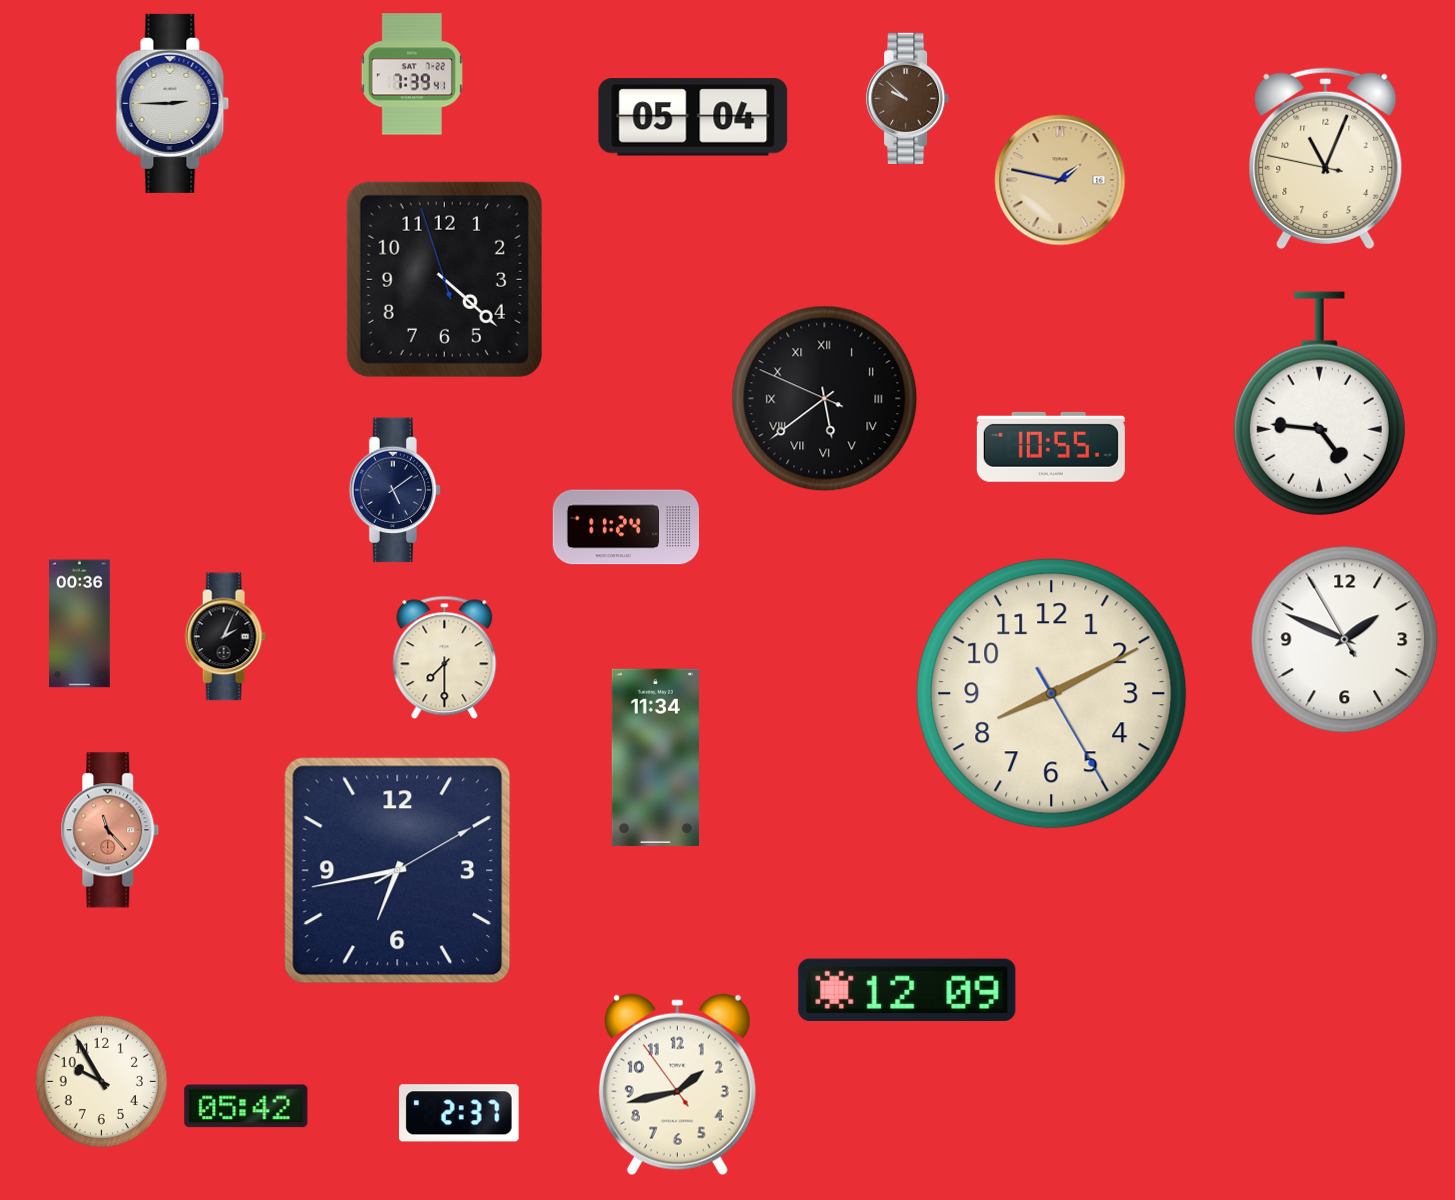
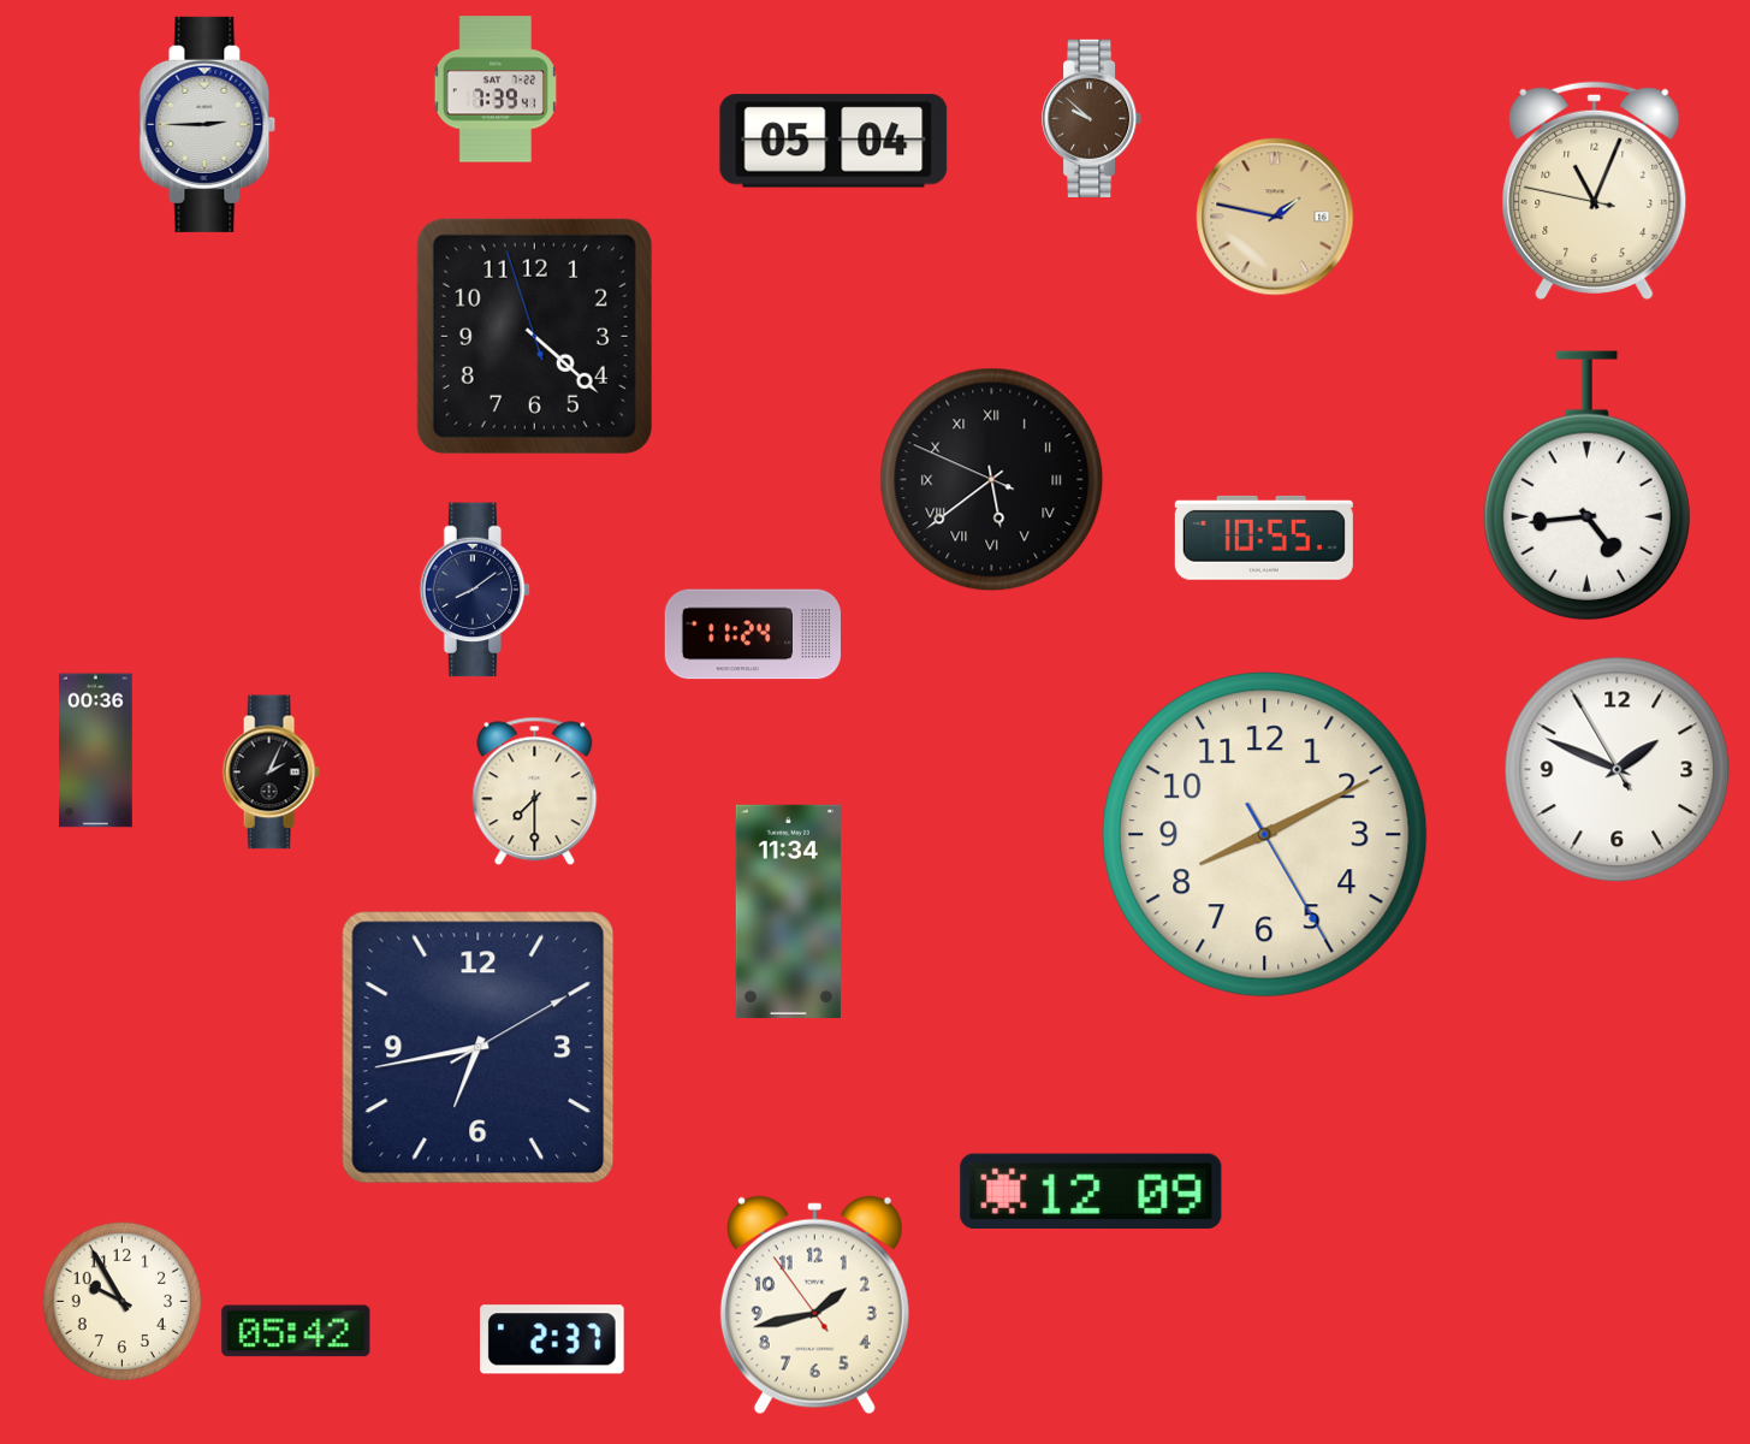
clock at (1319, 404): 4:46 -> 4:44
clock at (395, 490): 5:09 -> 8:09
clock at (225, 637) position: (225, 637) -> (271, 773)
clock at (110, 830): 11:23 -> none
